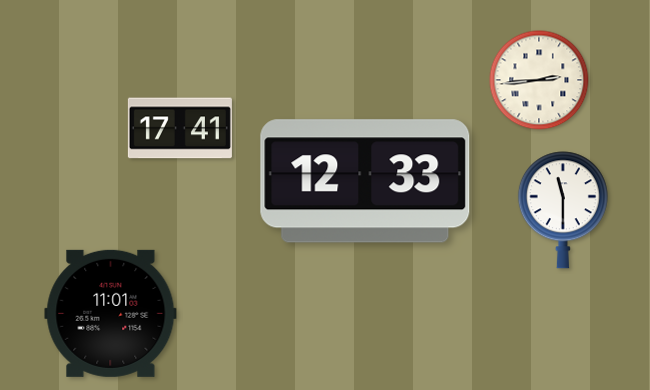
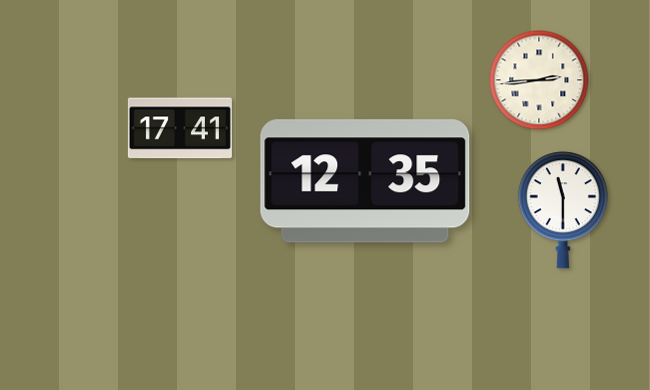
clock at (365, 181): 12:33 -> 12:35
clock at (111, 313): 11:01 -> none
